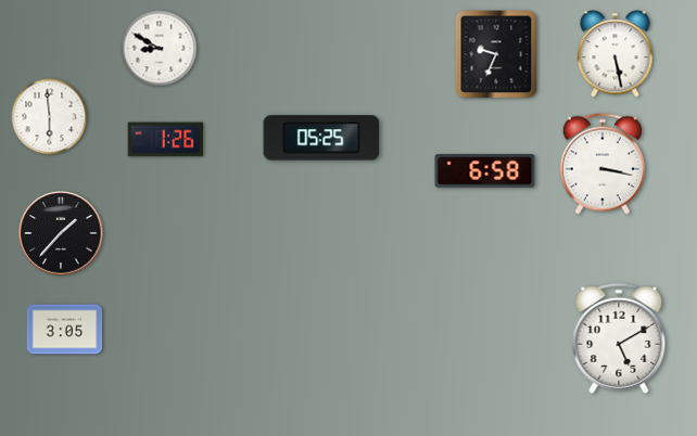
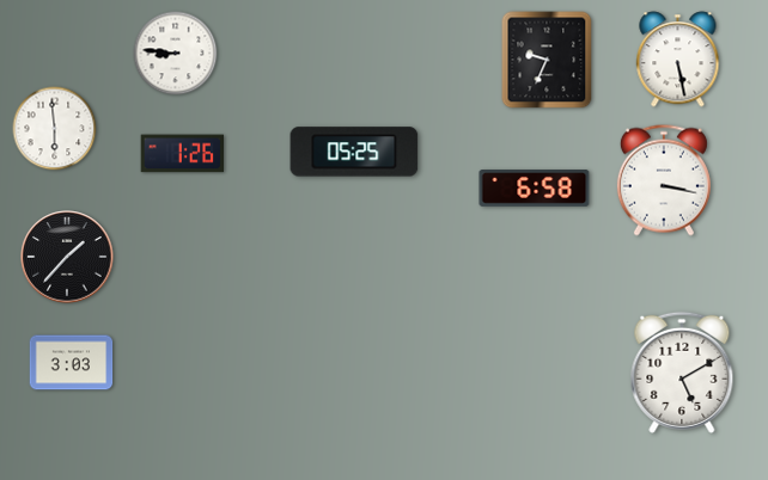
clock at (160, 49): 8:50 -> 8:46
clock at (65, 330): 3:05 -> 3:03
